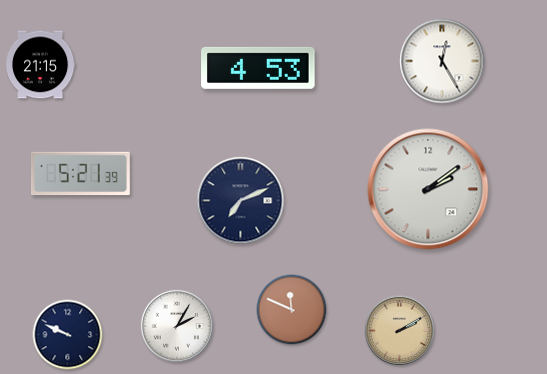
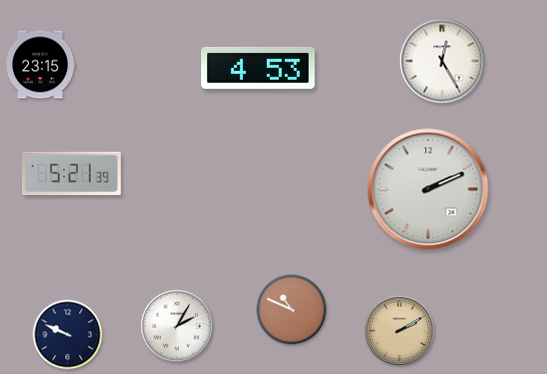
clock at (40, 65): 21:15 -> 23:15
clock at (80, 174) position: (80, 174) -> (71, 174)
clock at (428, 189): 2:09 -> 2:11
clock at (241, 201): 7:11 -> none
clock at (292, 310): 11:49 -> 10:49
